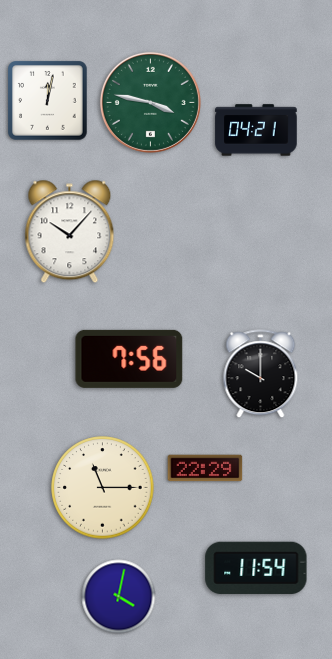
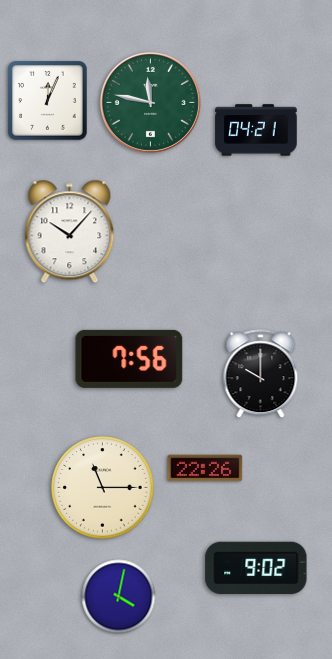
clock at (48, 101): 12:02 -> 12:04
clock at (150, 102): 3:47 -> 11:47
clock at (205, 468): 22:29 -> 22:26
clock at (256, 567): 11:54 -> 9:02
